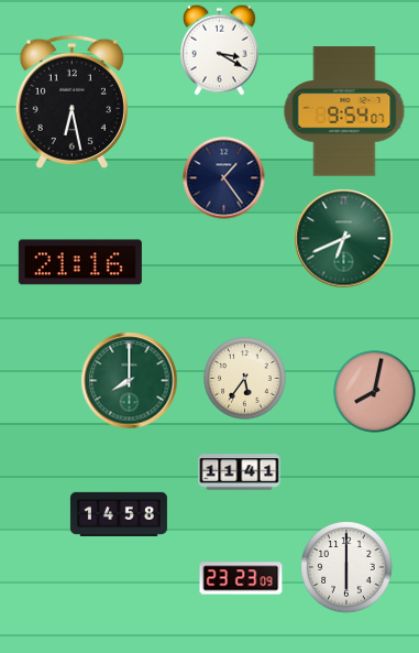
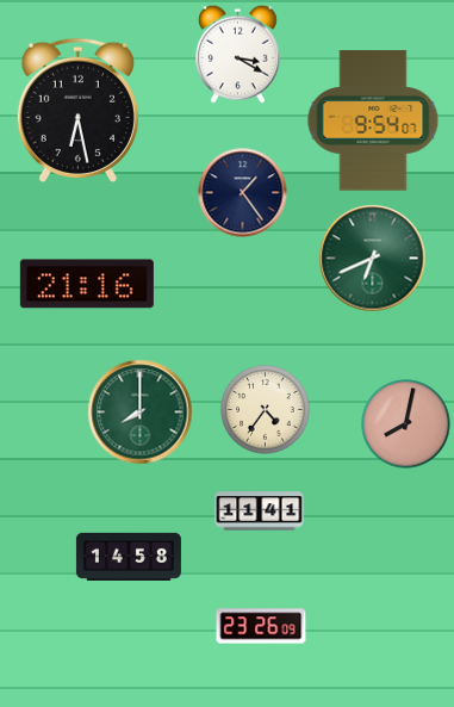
clock at (245, 379): 5:36 -> 4:36
clock at (346, 567): 6:00 -> none
clock at (241, 578): 23:23 -> 23:26
